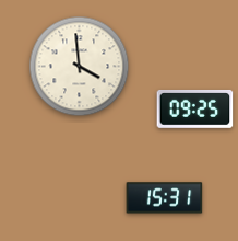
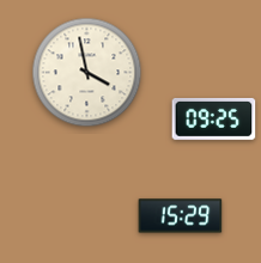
clock at (80, 67): 3:59 -> 3:58
clock at (165, 198): 15:31 -> 15:29
